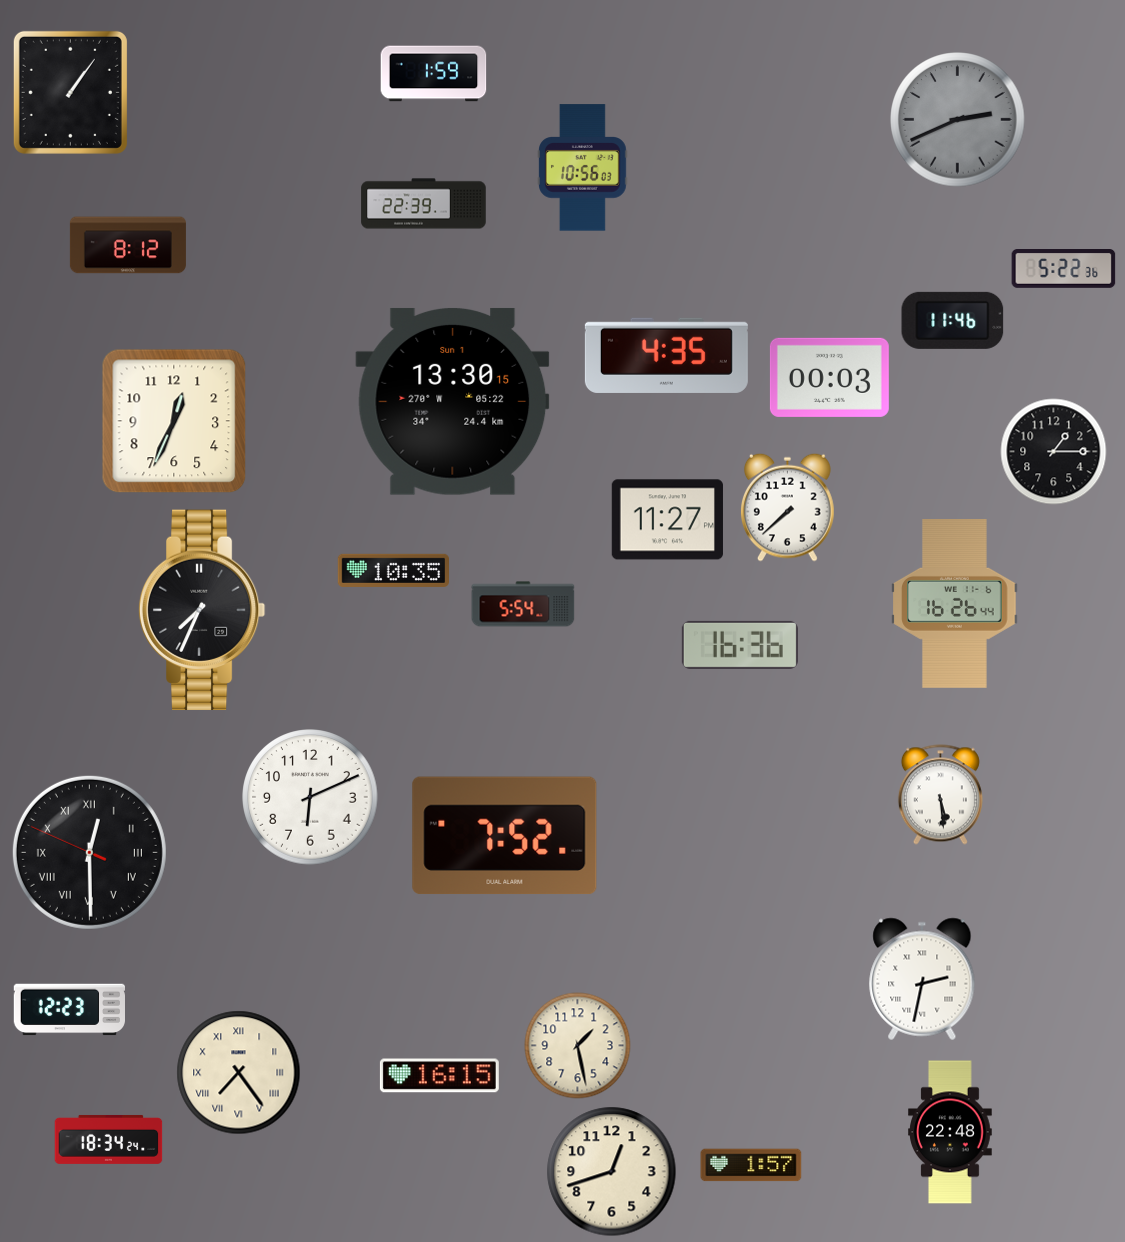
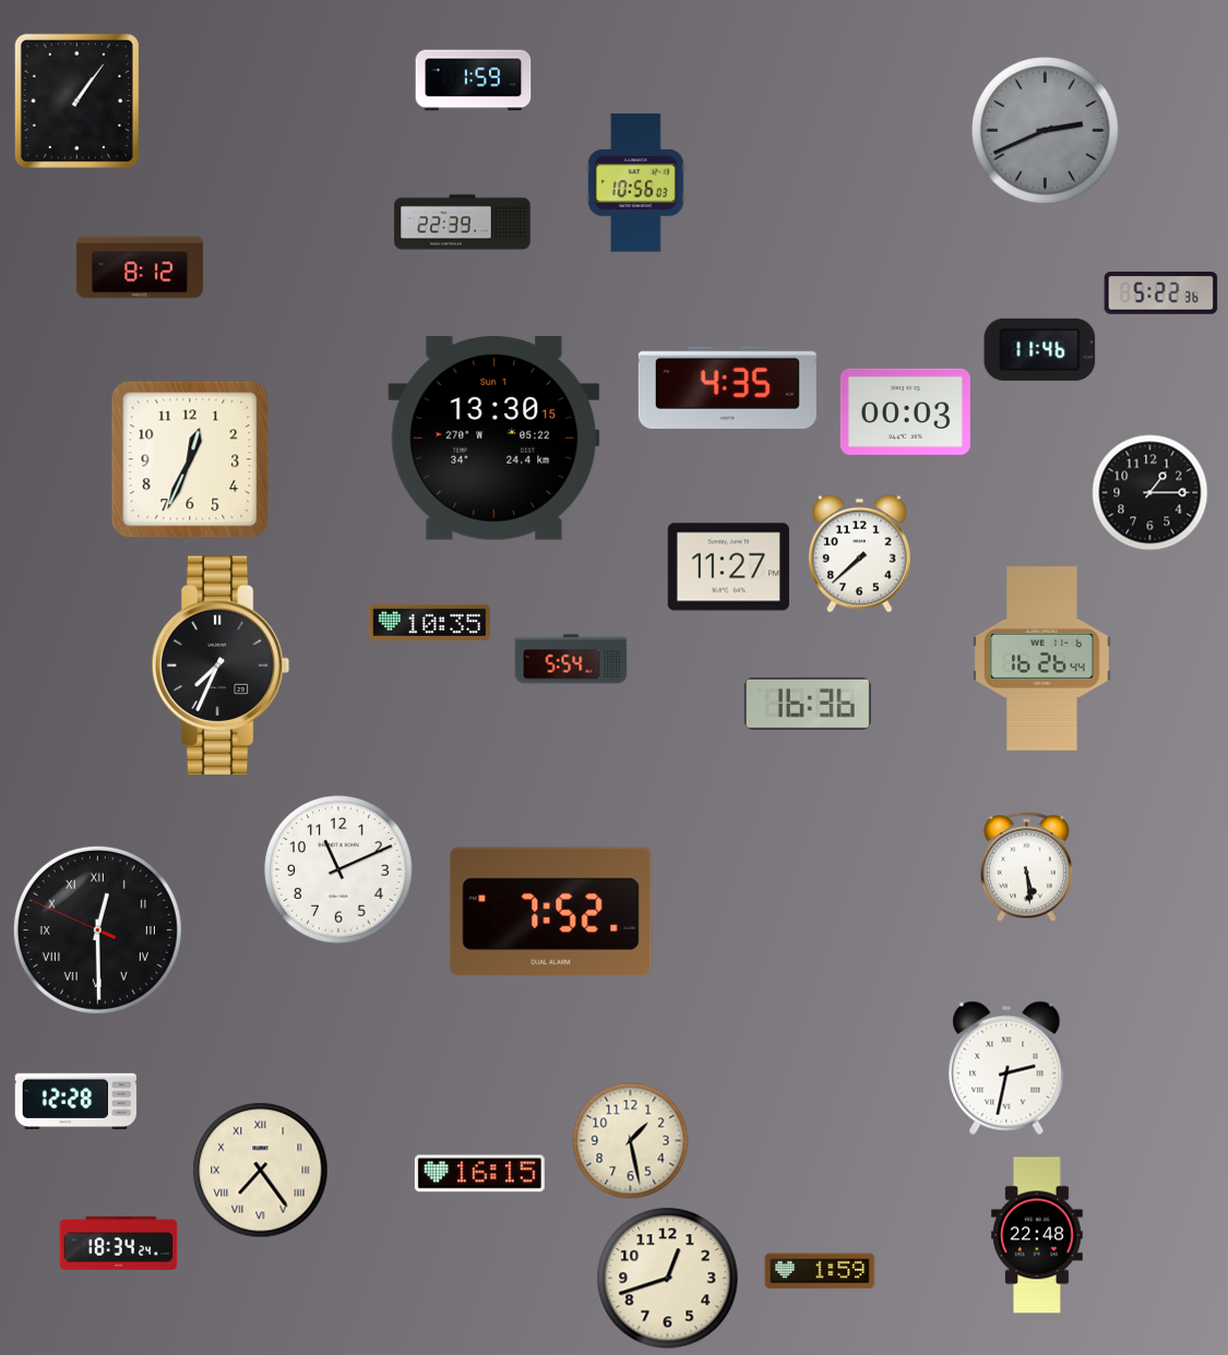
clock at (310, 797): 6:11 -> 11:11
clock at (69, 1010): 12:23 -> 12:28
clock at (751, 1165): 1:57 -> 1:59
